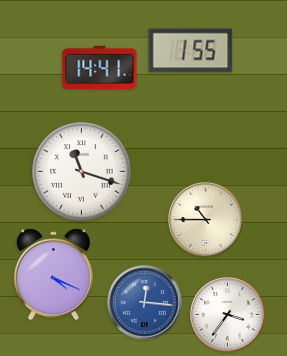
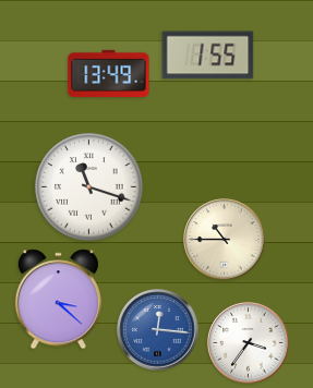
clock at (100, 67): 14:41 -> 13:49
clock at (53, 275): 4:19 -> 3:22
